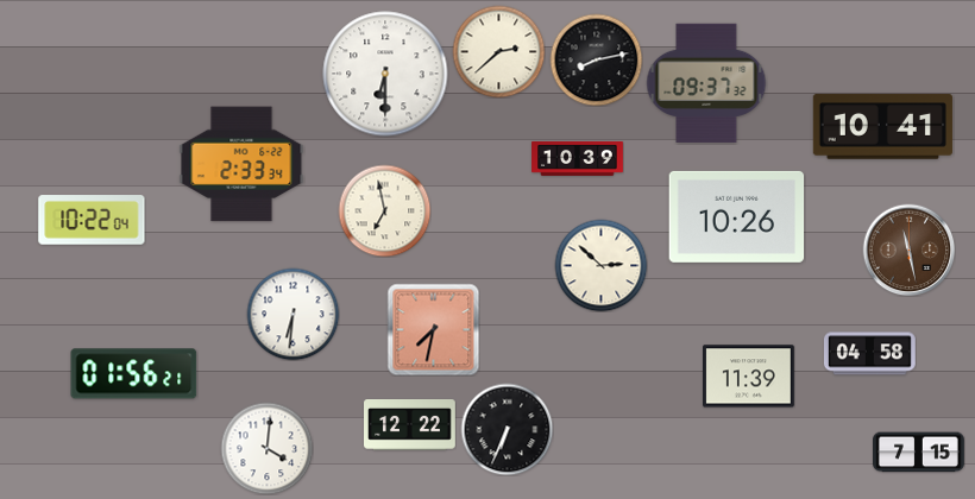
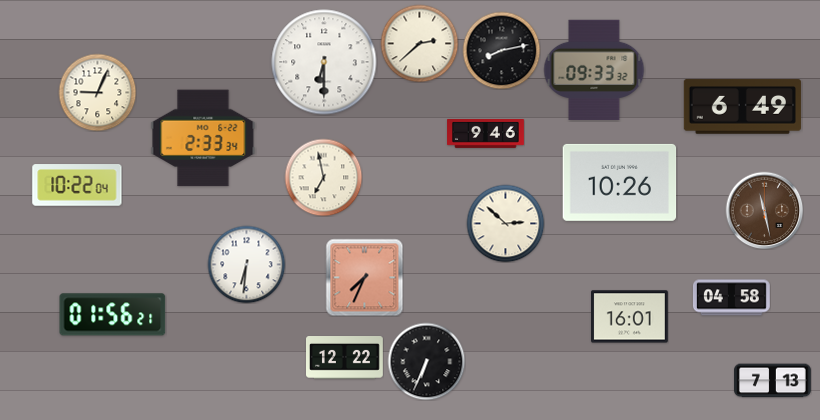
clock at (706, 83): 09:37 -> 09:33
clock at (97, 92): none -> 9:04
clock at (882, 127): 10:41 -> 6:49
clock at (578, 159): 10:39 -> 9:46
clock at (433, 329): 7:32 -> 7:34
clock at (749, 377): 11:39 -> 16:01
clock at (266, 448): 4:01 -> none
clock at (919, 453): 7:15 -> 7:13
